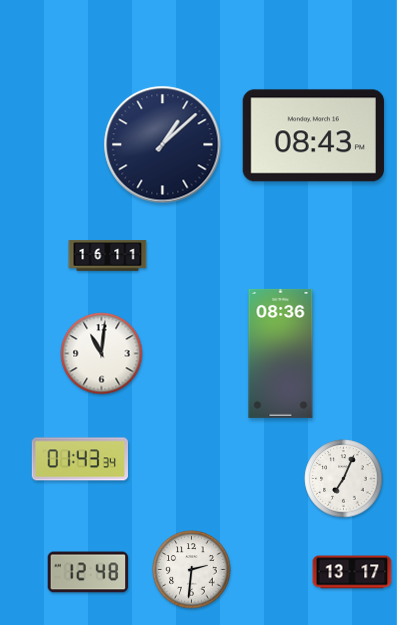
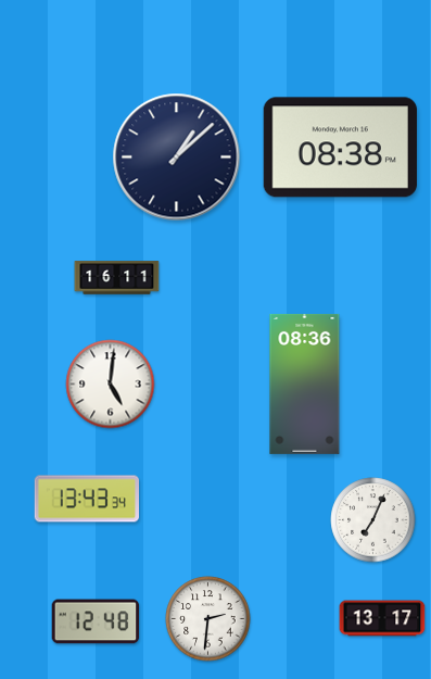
clock at (313, 136): 08:43 -> 08:38
clock at (102, 354): 11:01 -> 5:01
clock at (80, 459): 01:43 -> 13:43
clock at (352, 572) position: (352, 572) -> (382, 618)
